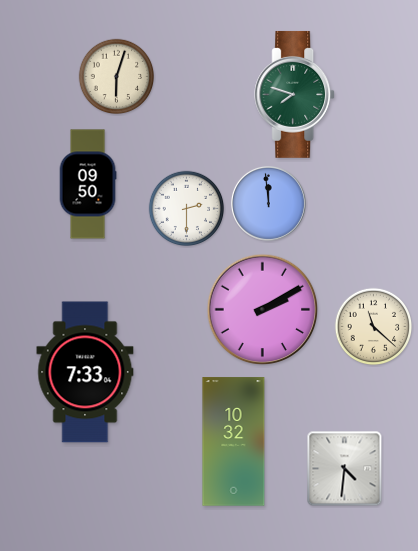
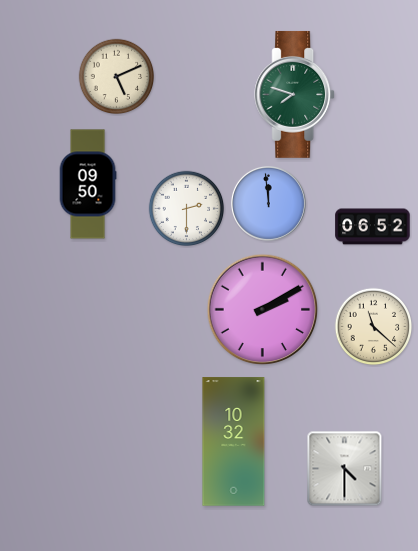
clock at (117, 77): 6:03 -> 5:11
clock at (373, 227): none -> 06:52
clock at (85, 372): 7:33 -> none
clock at (345, 469): 4:31 -> 4:30
